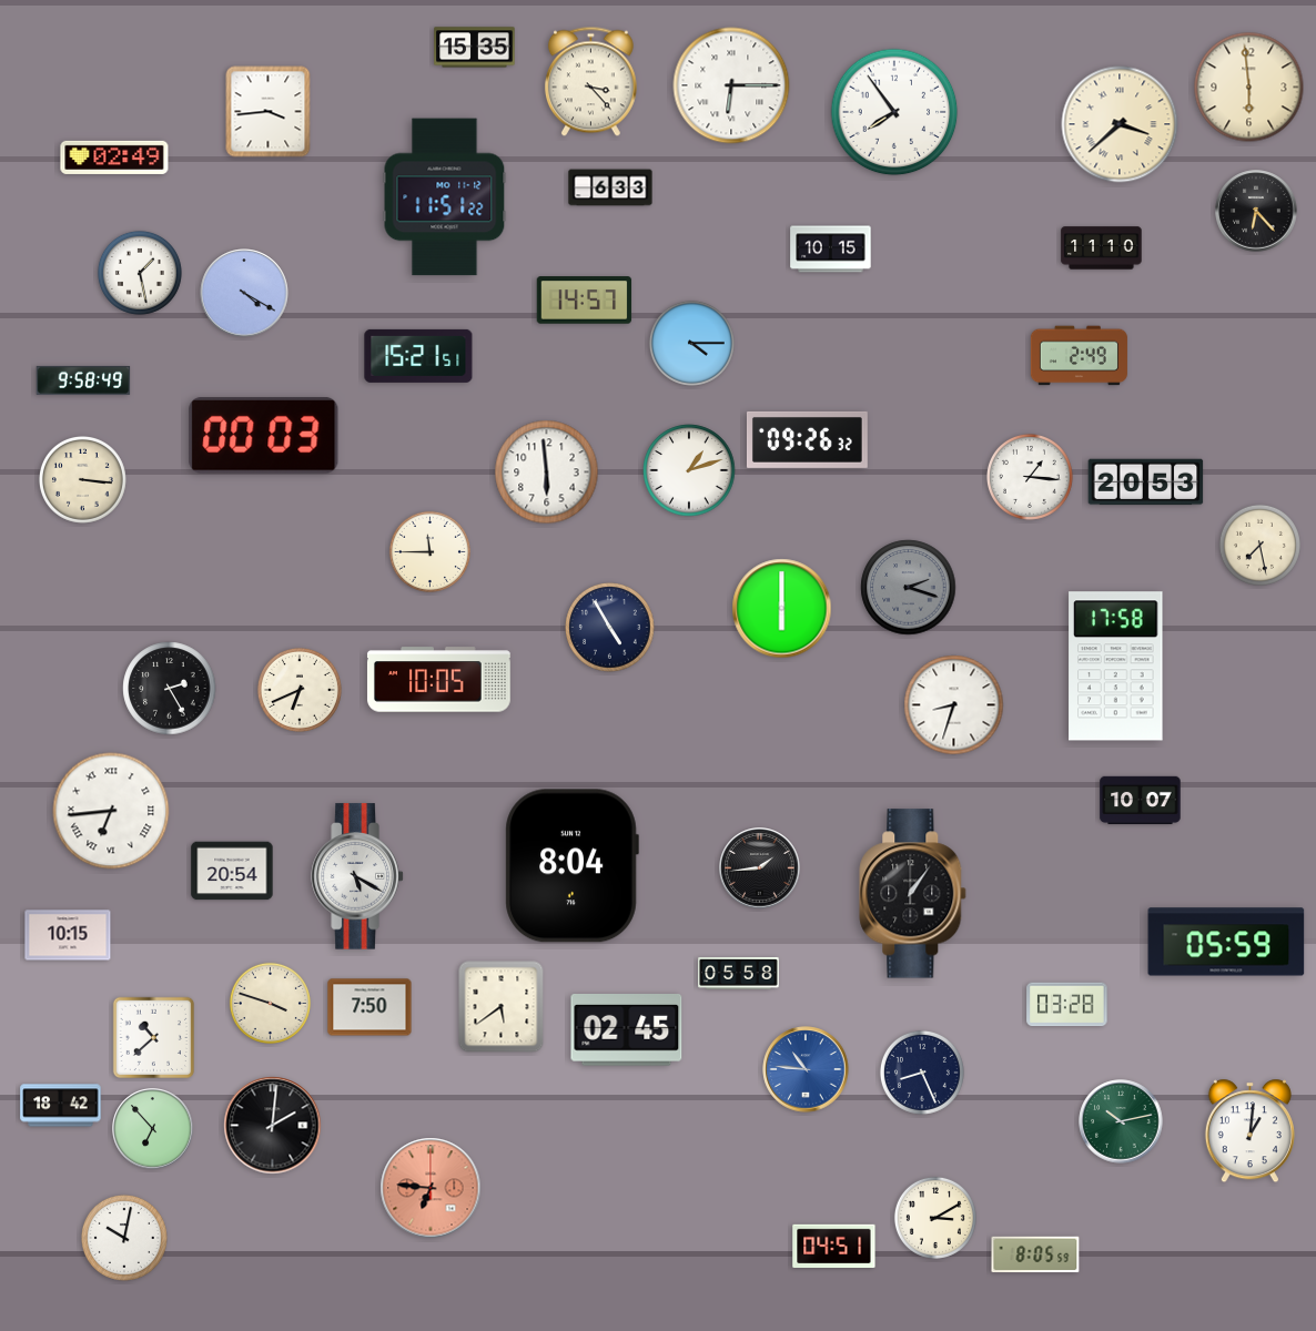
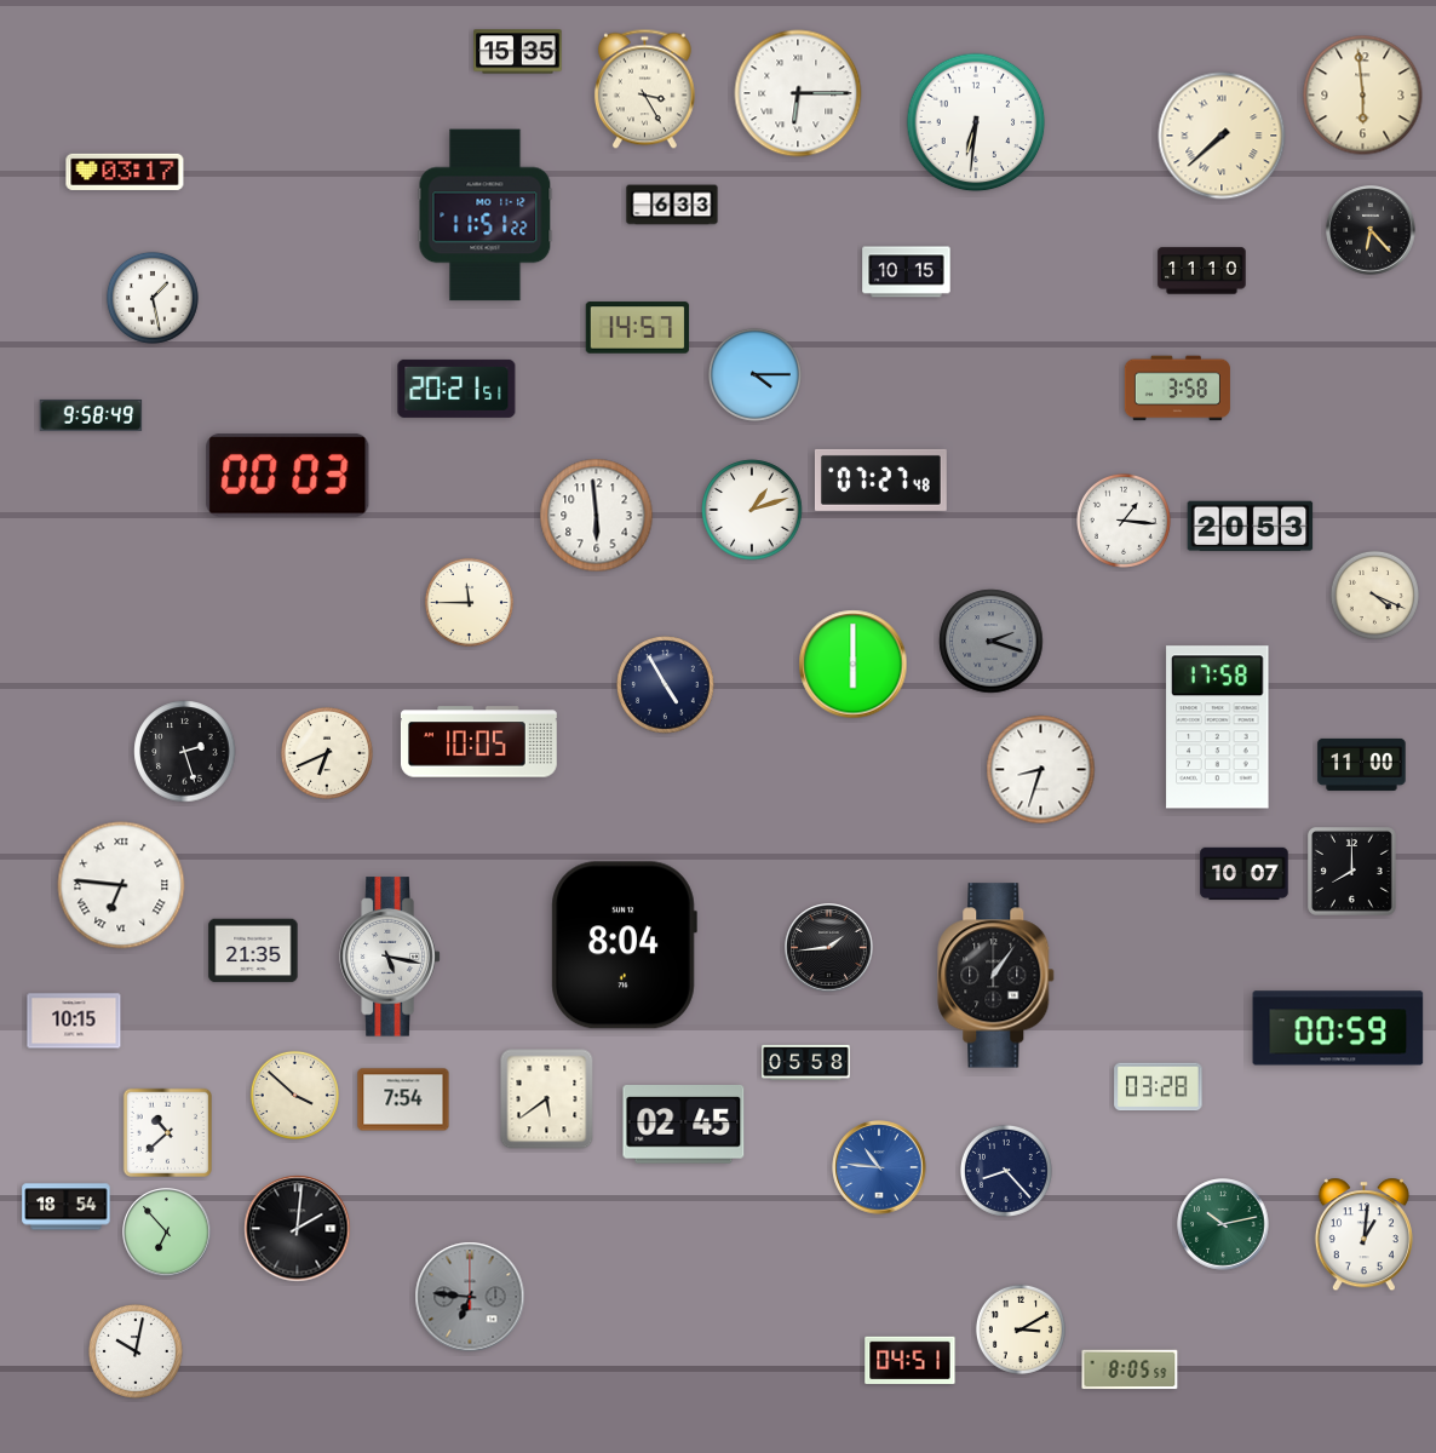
clock at (590, 82): 3:23 -> 3:25
clock at (269, 112): 3:44 -> none
clock at (894, 112): 7:54 -> 6:31
clock at (1120, 124): 3:38 -> 7:38
clock at (114, 158): 02:49 -> 03:17
clock at (610, 187) position: (610, 187) -> (672, 205)
clock at (244, 293): 4:20 -> none
clock at (418, 356): 15:21 -> 20:21
clock at (1079, 356): 2:49 -> 3:58
clock at (807, 439): 09:26 -> 07:27
clock at (689, 470) position: (689, 470) -> (752, 510)
clock at (82, 479): 3:16 -> none
clock at (1259, 545): 7:28 -> 4:19
clock at (170, 689): 2:25 -> 2:27
clock at (1362, 764): none -> 11:00
clock at (1352, 872): none -> 8:00
clock at (111, 811): 6:44 -> 6:46
clock at (232, 871): 20:54 -> 21:35
clock at (357, 876): 5:20 -> 5:17
clock at (1226, 942): 05:59 -> 00:59
clock at (270, 1003): 3:48 -> 3:52
clock at (1067, 1005) position: (1067, 1005) -> (1159, 1087)
clock at (370, 1007): 7:50 -> 7:54
clock at (922, 1073): 8:26 -> 8:23
clock at (61, 1106): 18:42 -> 18:54
clock at (431, 1188) dial: salmon -> grey
